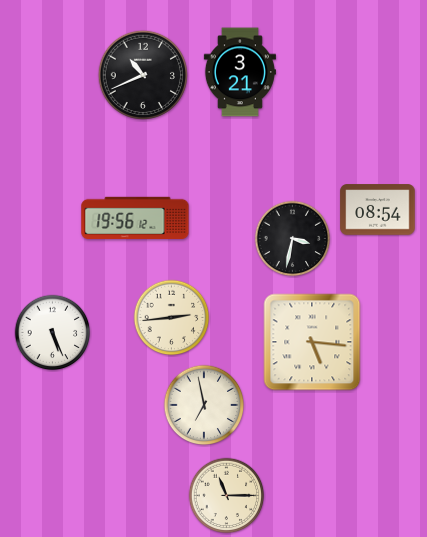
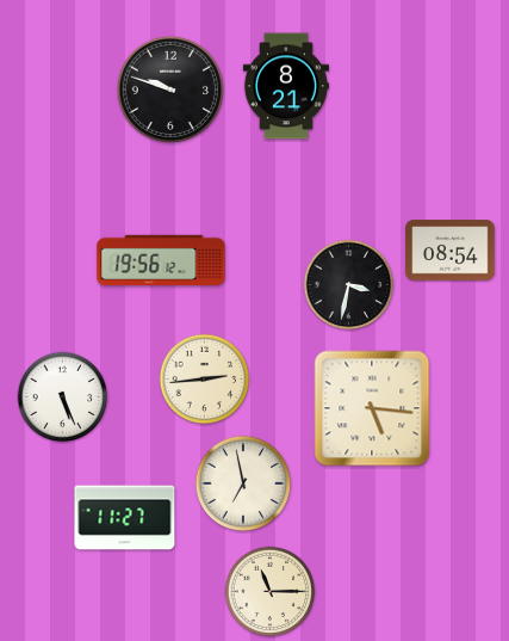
clock at (240, 72): 3:21 -> 8:21
clock at (142, 74): 10:41 -> 9:48
clock at (125, 518): none -> 11:27
